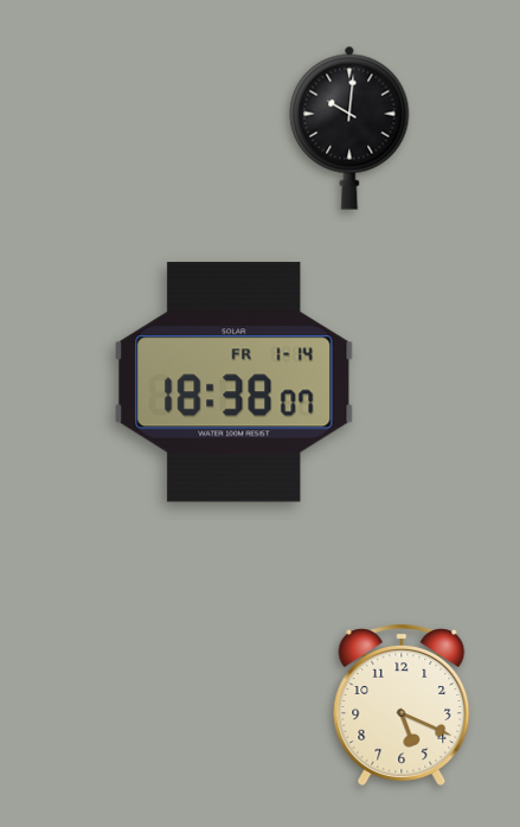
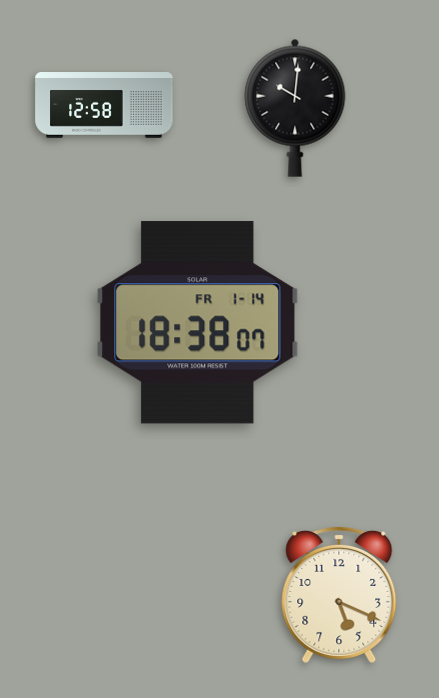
clock at (104, 105): none -> 12:58
